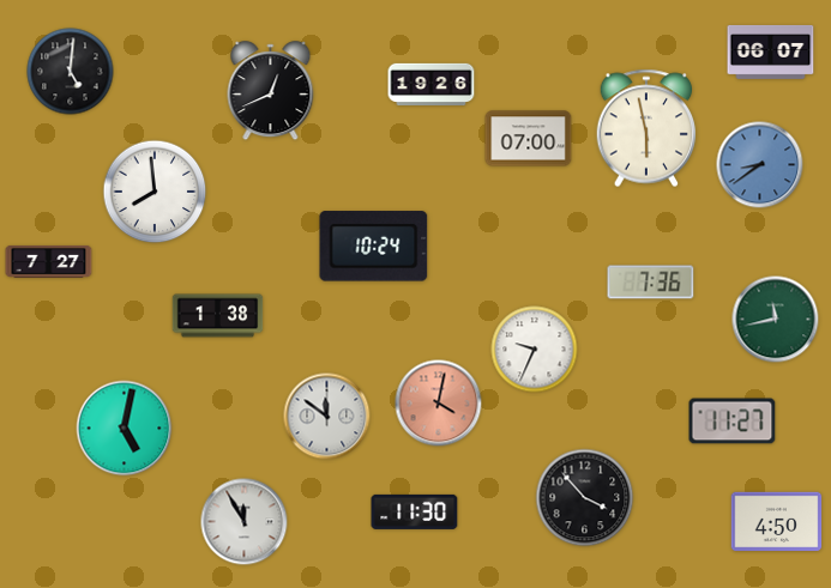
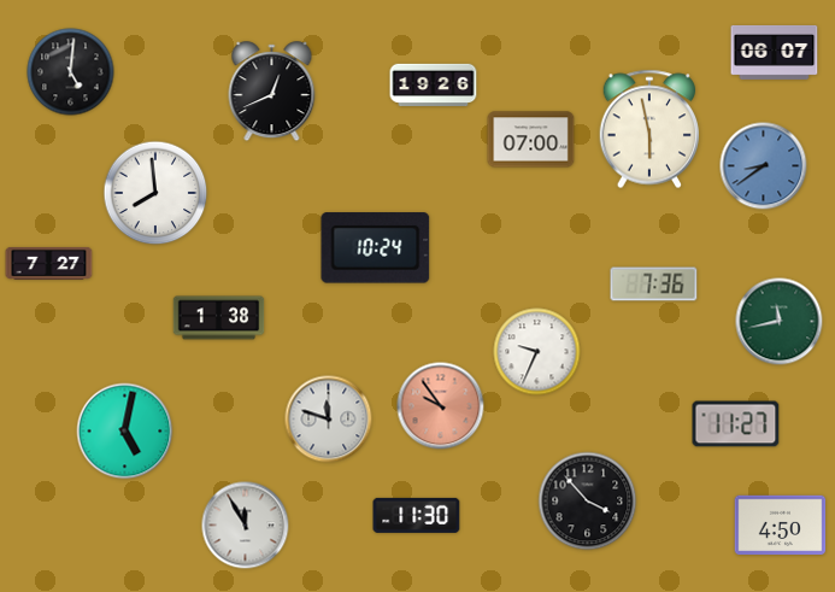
clock at (439, 404): 4:02 -> 9:54
clock at (327, 417): 11:51 -> 11:48
